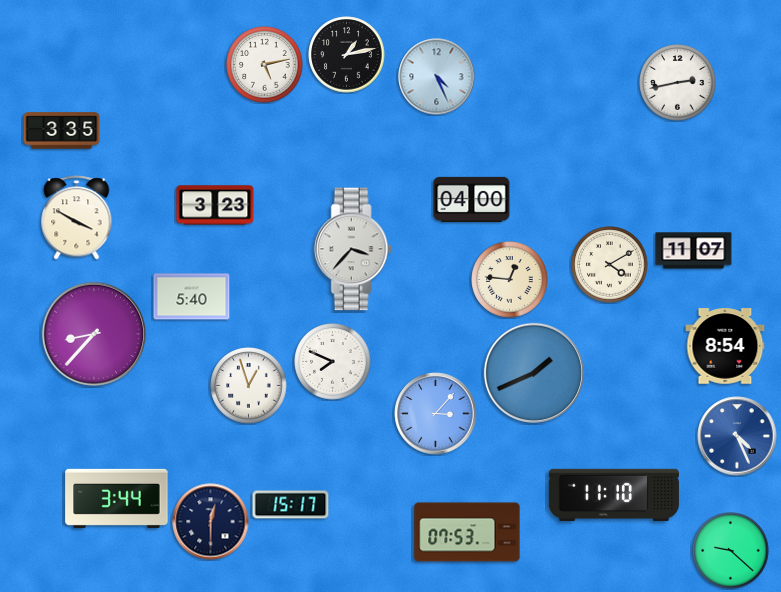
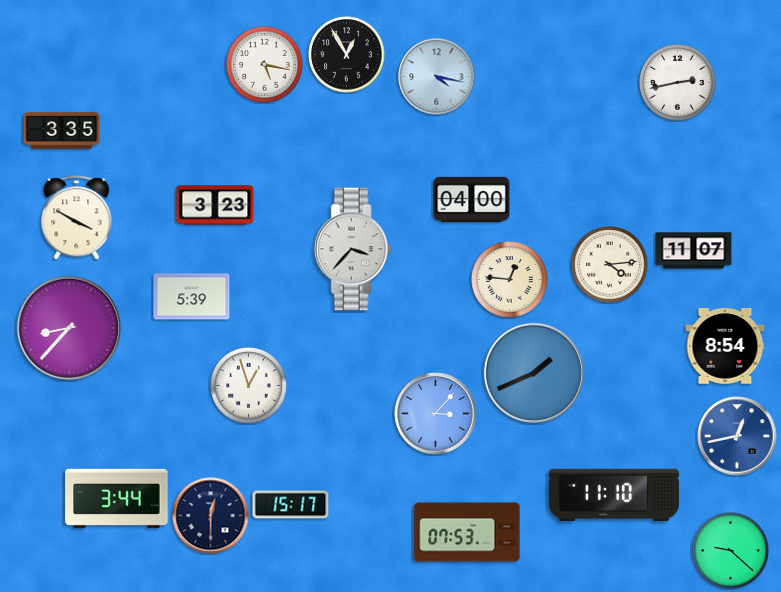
clock at (347, 55): 1:13 -> 12:55
clock at (265, 65): 5:13 -> 5:17
clock at (437, 77): 4:26 -> 4:17
clock at (610, 265): 4:10 -> 4:14
clock at (192, 297): 5:40 -> 5:39
clock at (94, 334) position: (94, 334) -> (69, 328)
clock at (333, 362): 7:49 -> none
clock at (737, 436): 4:26 -> 12:43
clock at (211, 522) position: (211, 522) -> (211, 516)
